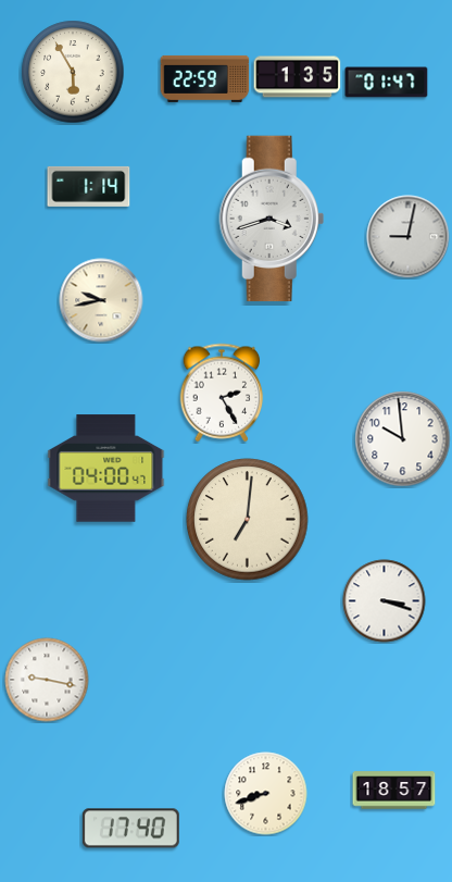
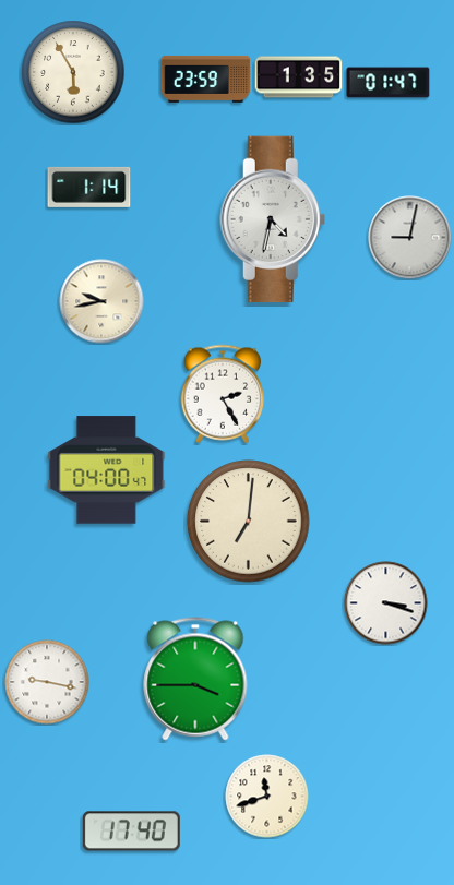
clock at (205, 78): 22:59 -> 23:59
clock at (272, 219): 3:42 -> 4:32
clock at (403, 439): 9:59 -> none
clock at (195, 679): none -> 3:45
clock at (394, 791): 18:57 -> none
clock at (266, 794): 8:42 -> 11:42
